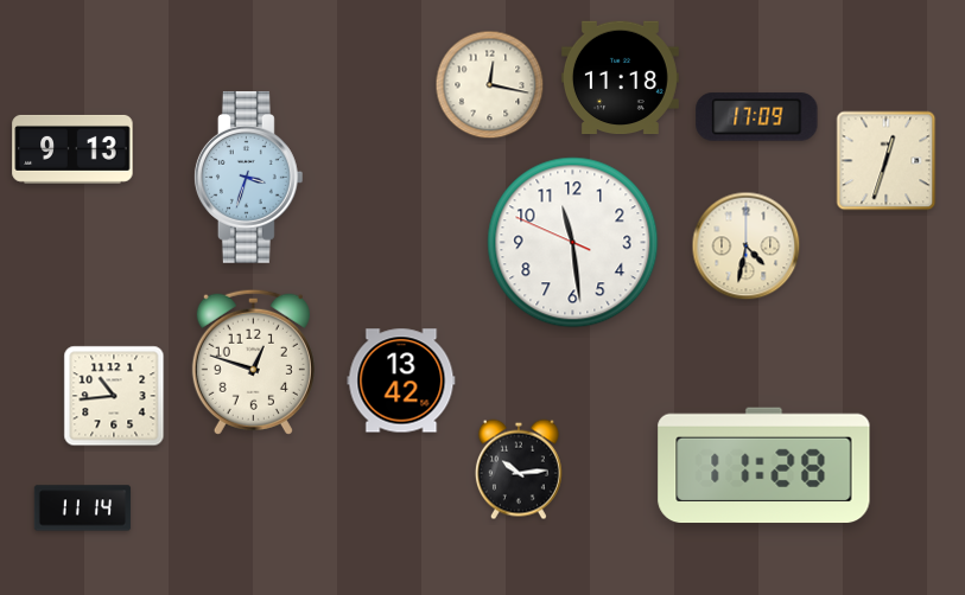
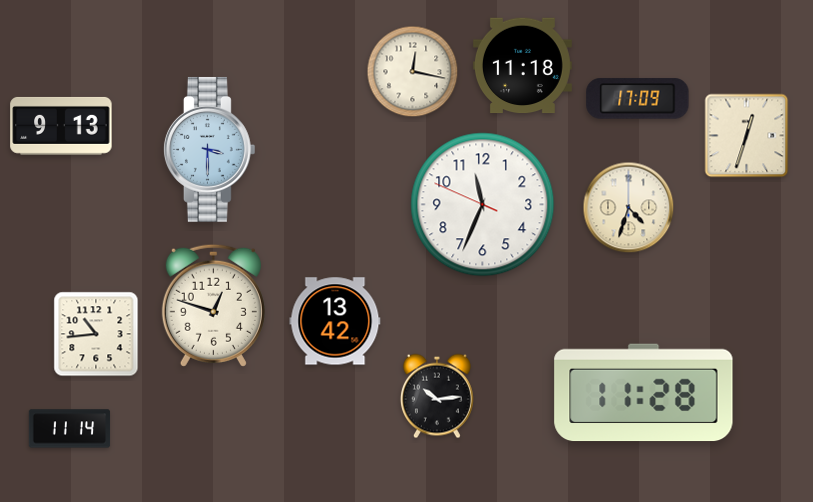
clock at (248, 177): 3:33 -> 3:30
clock at (573, 243): 11:28 -> 11:33
clock at (747, 247): 4:32 -> 4:33
clock at (401, 380) position: (401, 380) -> (335, 321)
